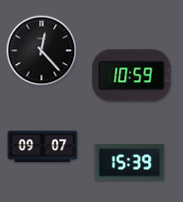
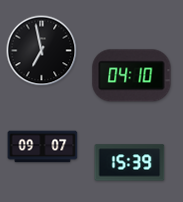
clock at (42, 51): 12:23 -> 6:58
clock at (132, 76): 10:59 -> 04:10
